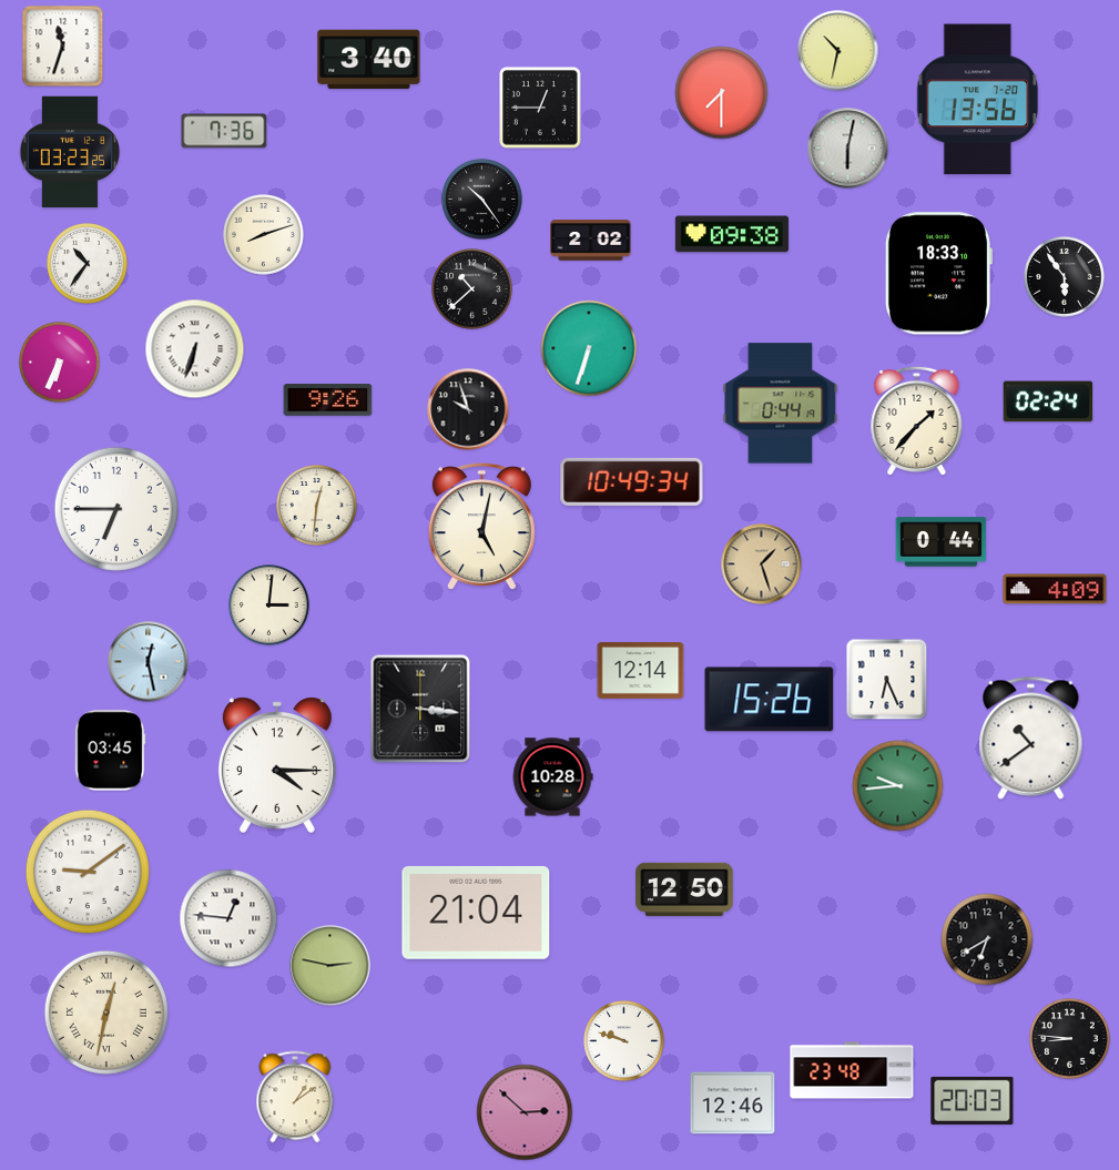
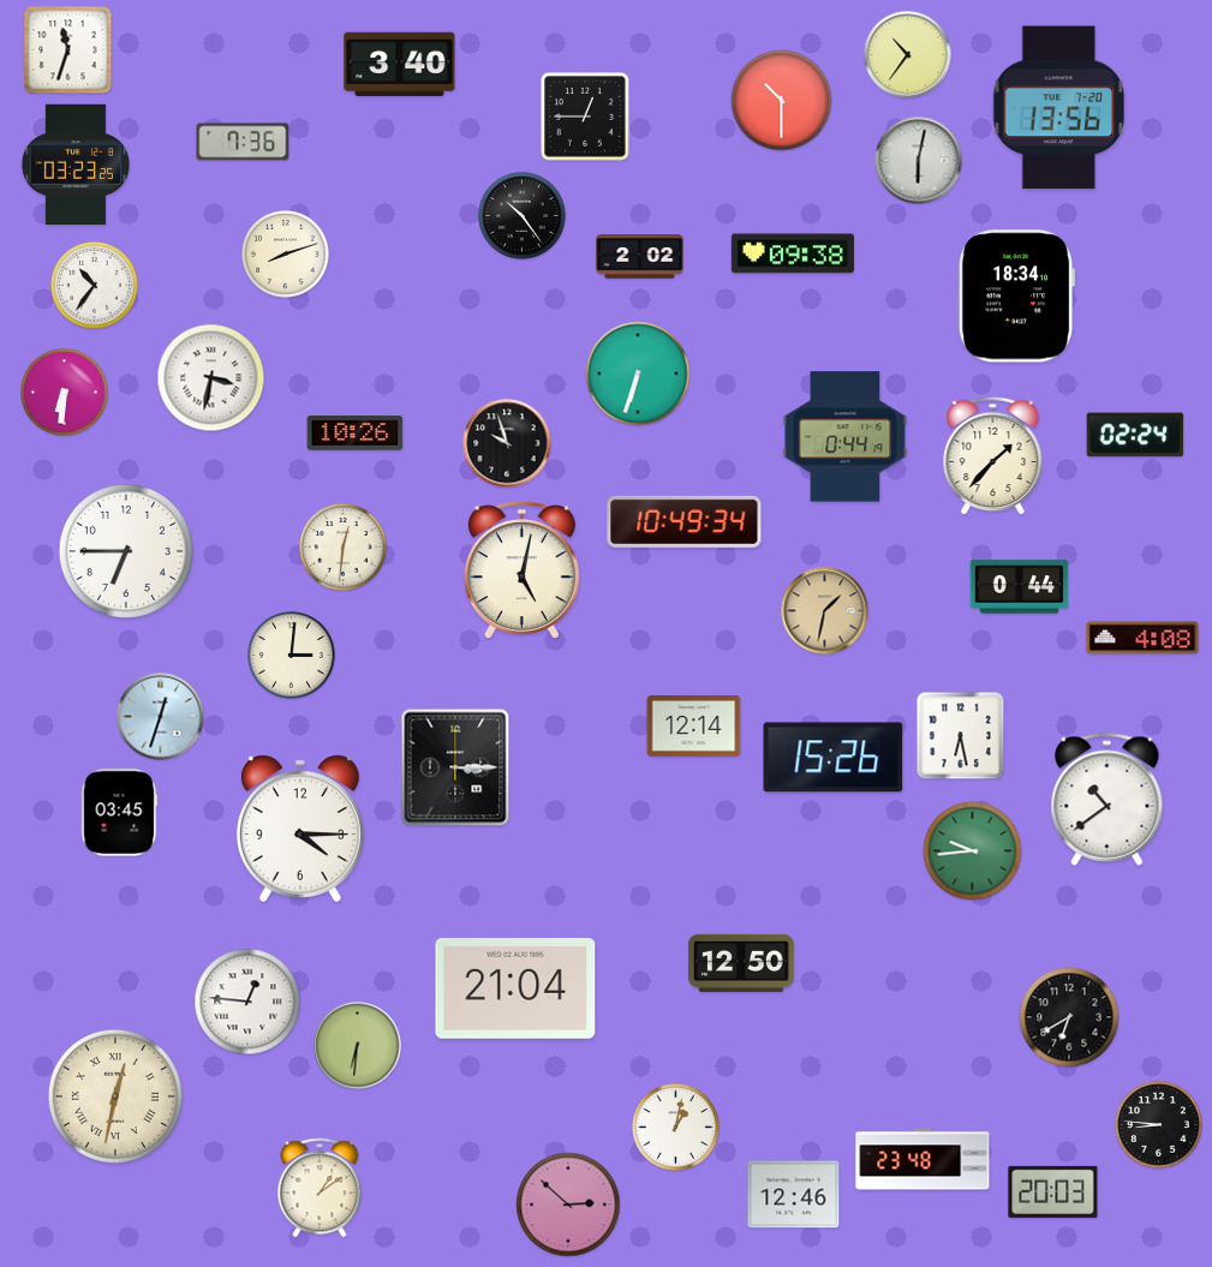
clock at (838, 51): 10:32 -> 10:36
clock at (722, 93): 7:30 -> 10:30
clock at (591, 241) position: (591, 241) -> (640, 257)
clock at (938, 274): 18:33 -> 18:34
clock at (1065, 277): 5:54 -> none
clock at (472, 289): 10:38 -> none
clock at (589, 348) position: (589, 348) -> (638, 373)
clock at (195, 349): 6:33 -> 3:32
clock at (60, 363): 6:34 -> 6:31
clock at (328, 400): 9:26 -> 10:26
clock at (762, 564): 1:27 -> 1:32
clock at (1055, 589): 4:09 -> 4:08
clock at (149, 662): 12:28 -> 12:33
clock at (887, 680): 6:26 -> 6:28
clock at (420, 709): 3:16 -> 3:15
clock at (1031, 737) position: (1031, 737) -> (1107, 799)
clock at (552, 777): 10:28 -> none
clock at (88, 872): 9:09 -> none
clock at (228, 918) position: (228, 918) -> (247, 1002)
clock at (330, 966): 2:47 -> 6:31
clock at (624, 1041): 9:48 -> 1:02
